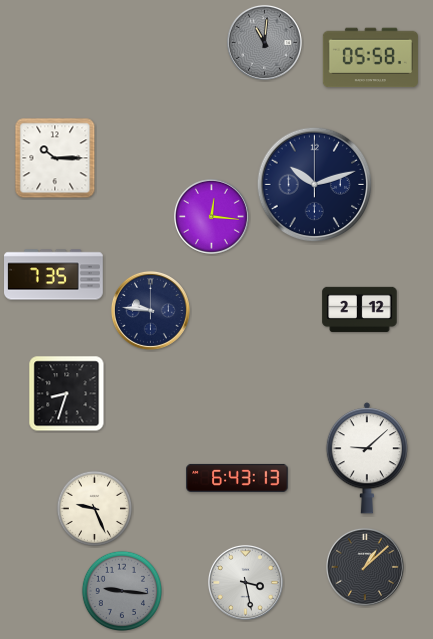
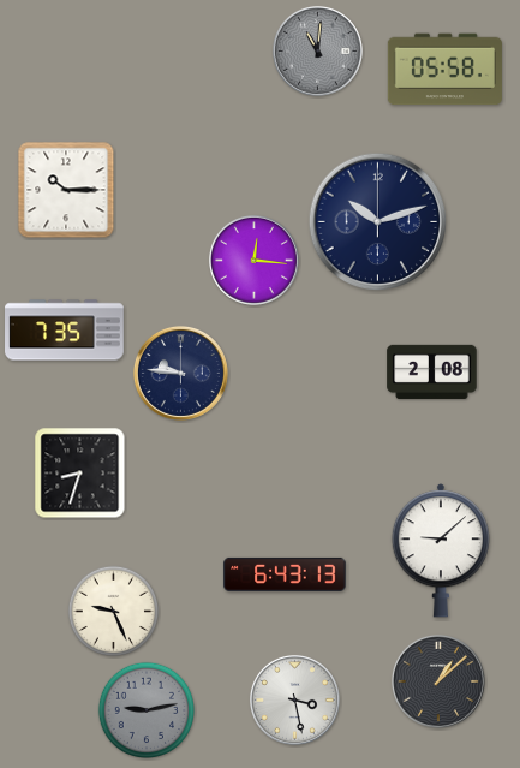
clock at (360, 309): 2:12 -> 2:08
clock at (121, 590): 9:16 -> 9:13
